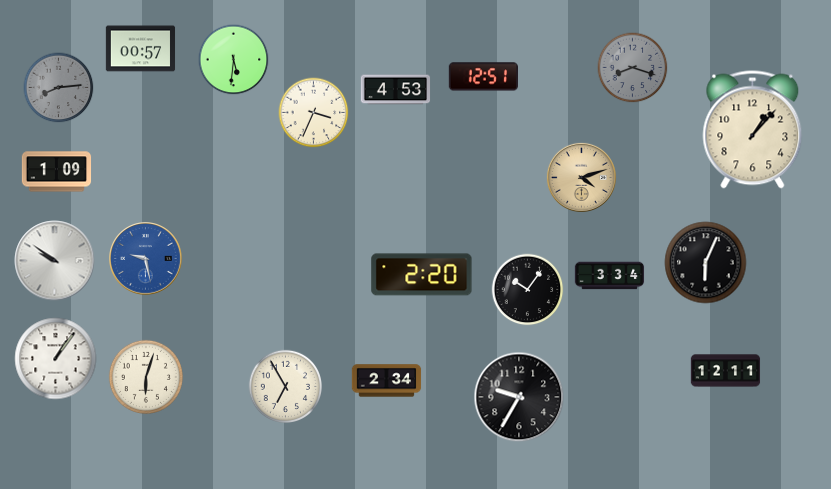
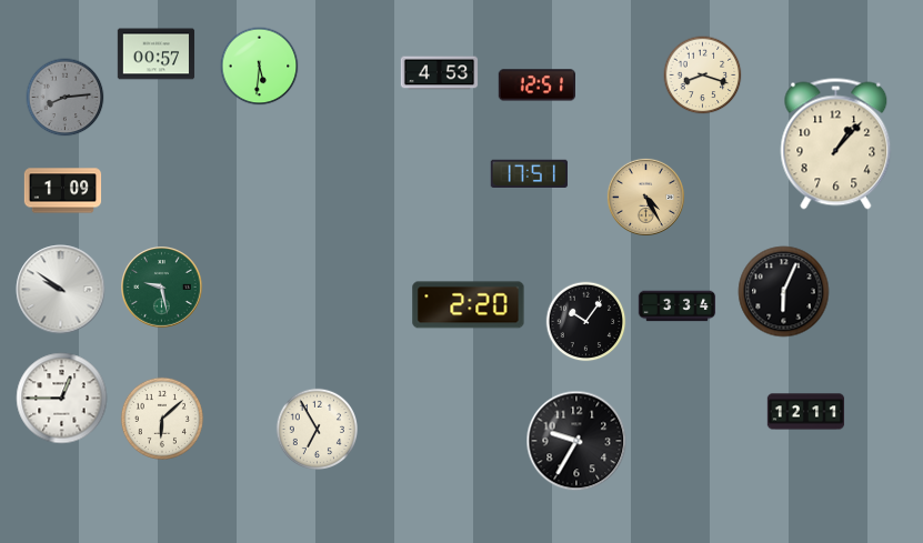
clock at (633, 68) dial: grey -> cream
clock at (396, 90) position: (396, 90) -> (440, 73)
clock at (314, 113): 3:34 -> none
clock at (529, 173): none -> 17:51
clock at (581, 177): 4:12 -> 4:25
clock at (146, 259) dial: blue -> green
clock at (56, 359): 1:06 -> 12:45
clock at (146, 377): 6:03 -> 6:08
clock at (387, 381): 2:34 -> none
